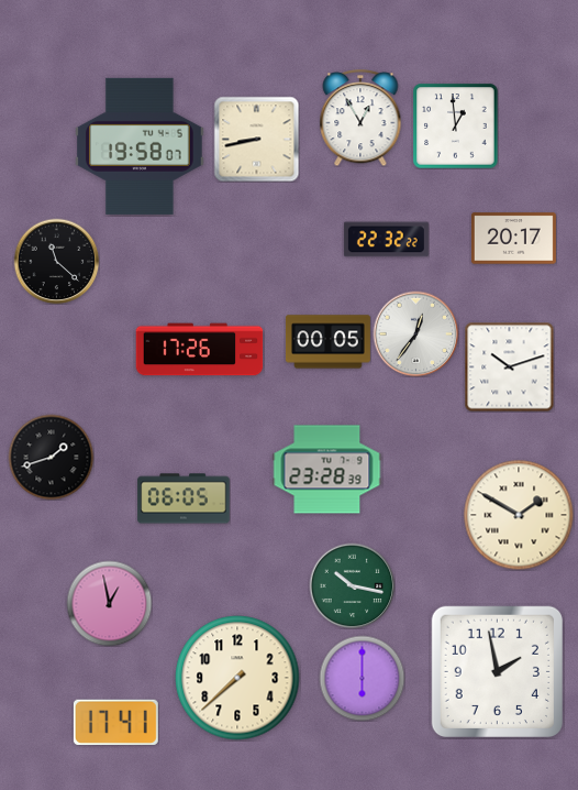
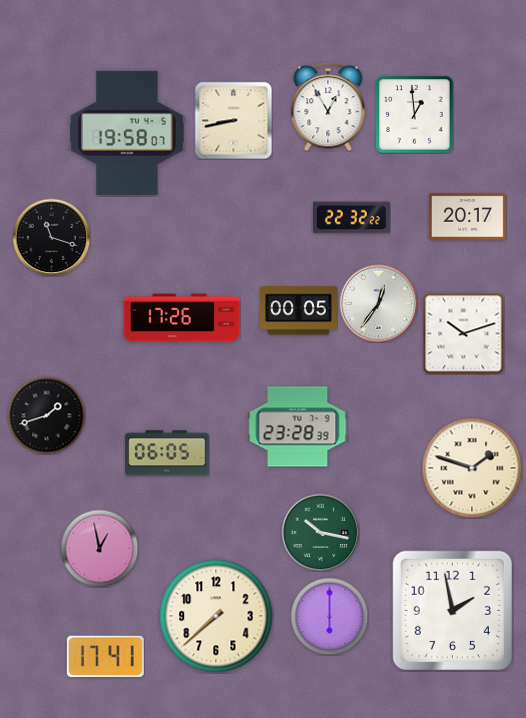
clock at (256, 139) position: (256, 139) -> (233, 120)
clock at (56, 261): 11:22 -> 11:18
clock at (519, 515): 1:50 -> 1:48
